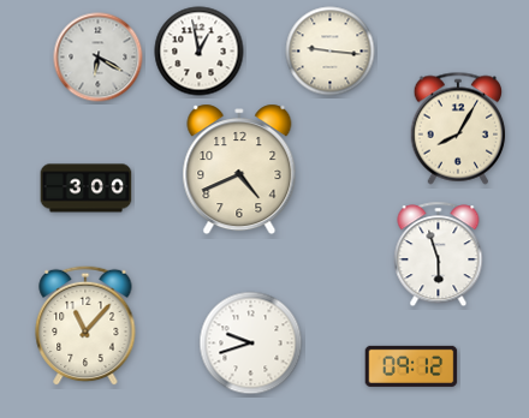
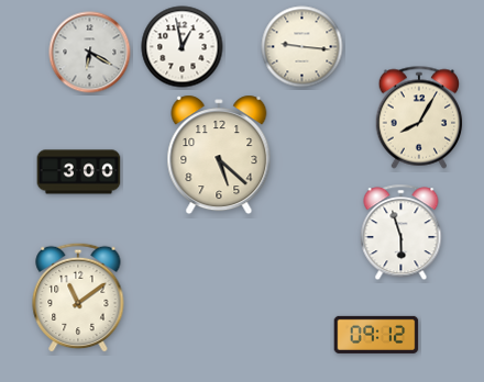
clock at (239, 169): 4:41 -> 5:22
clock at (85, 326): 11:07 -> 11:09
clock at (251, 344): 9:42 -> none
